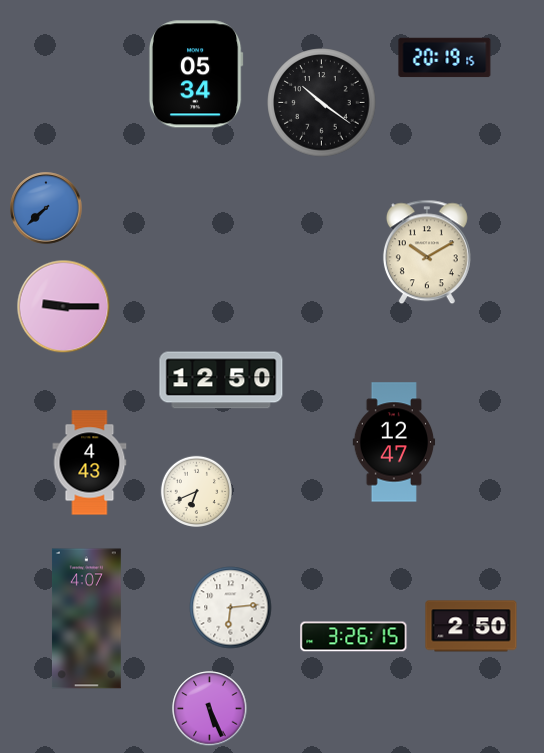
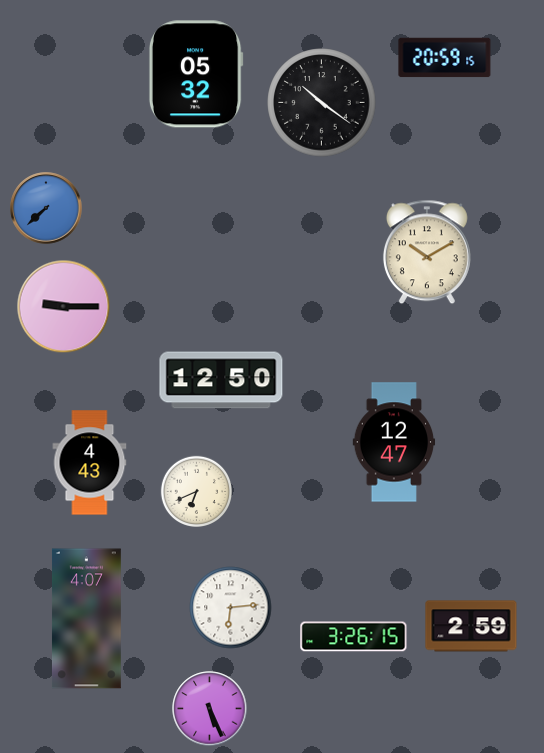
clock at (445, 58): 20:19 -> 20:59
clock at (196, 74): 05:34 -> 05:32
clock at (471, 626): 2:50 -> 2:59
